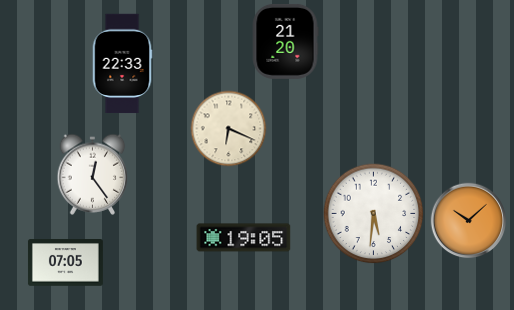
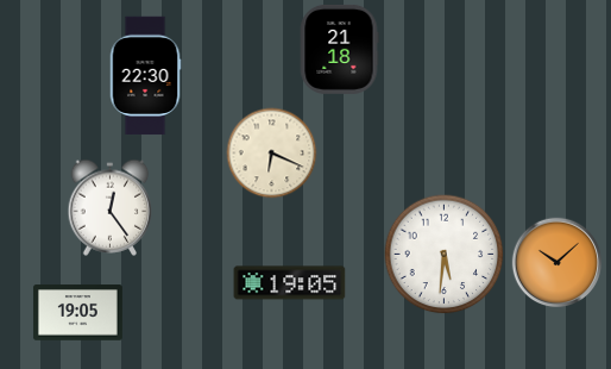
clock at (285, 41): 21:20 -> 21:18
clock at (122, 64): 22:33 -> 22:30
clock at (65, 263): 07:05 -> 19:05
